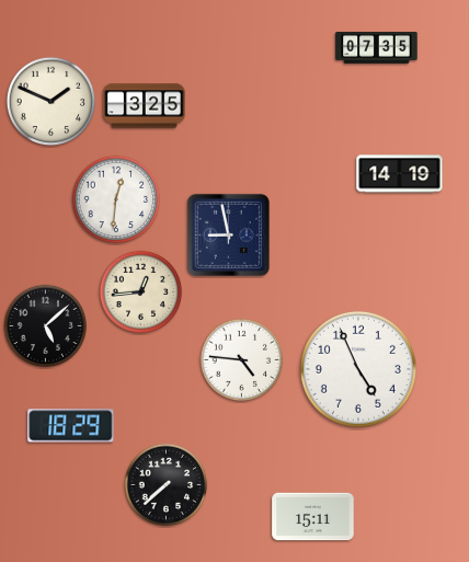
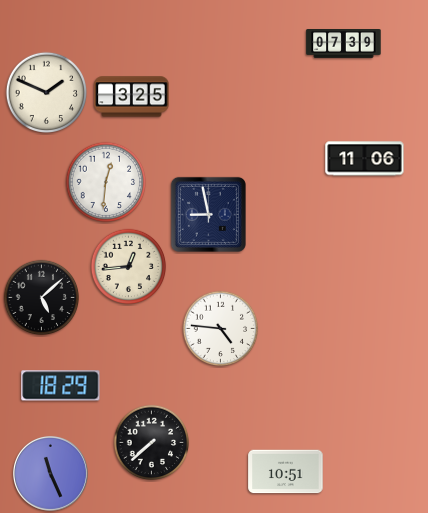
clock at (377, 48): 07:35 -> 07:39
clock at (400, 174): 14:19 -> 11:06
clock at (358, 369): 4:56 -> none
clock at (71, 426) position: (71, 426) -> (61, 386)
clock at (313, 517): 15:11 -> 10:51
clock at (50, 473): none -> 11:26
